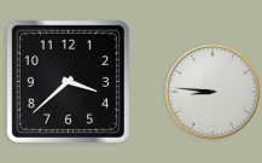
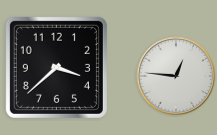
clock at (212, 92): 8:46 -> 12:46
